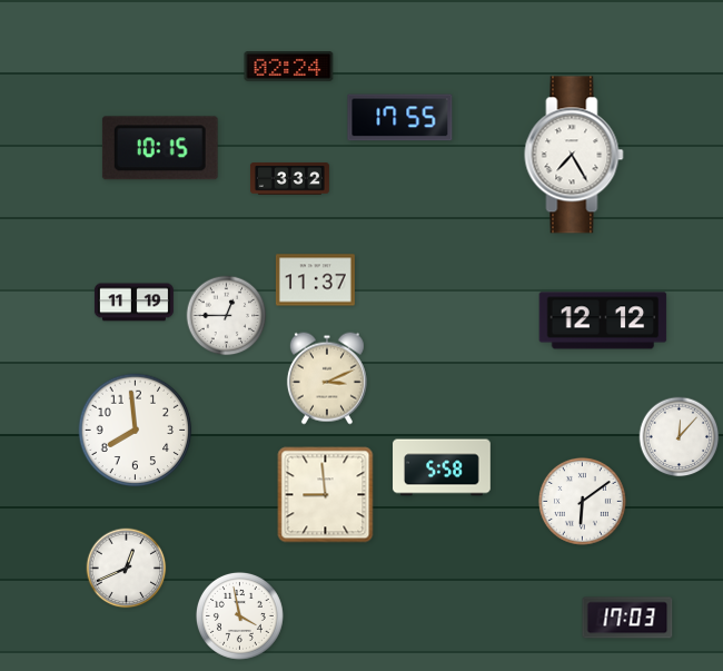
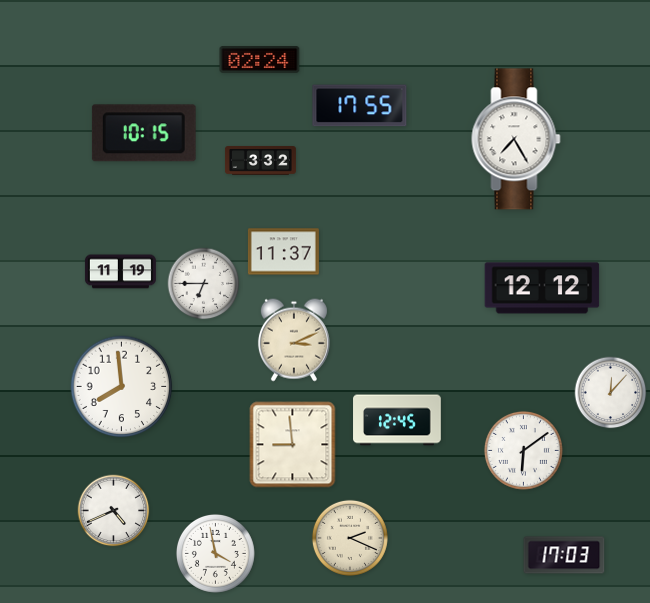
clock at (227, 316): 12:45 -> 6:45
clock at (442, 467): 5:58 -> 12:45
clock at (127, 569): 12:41 -> 4:41
clock at (350, 538): none -> 2:19
